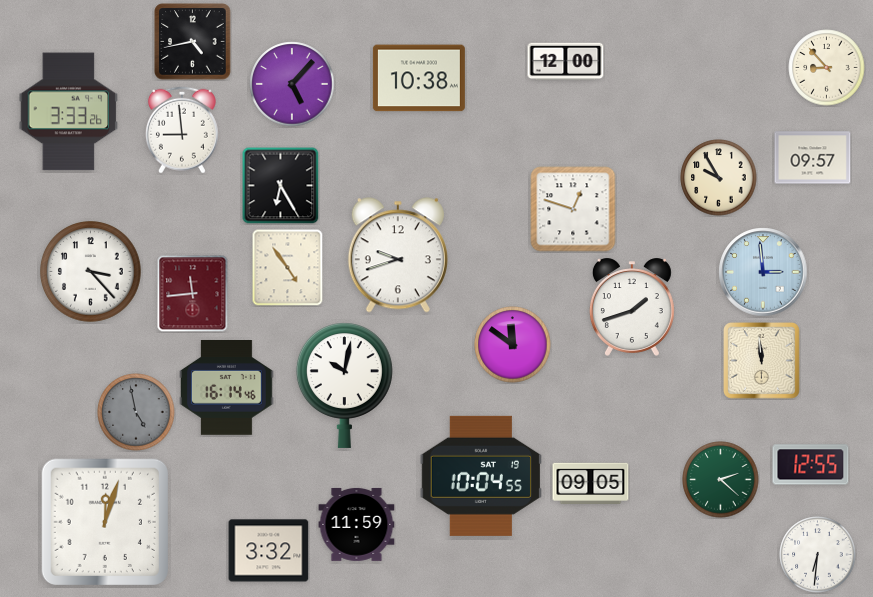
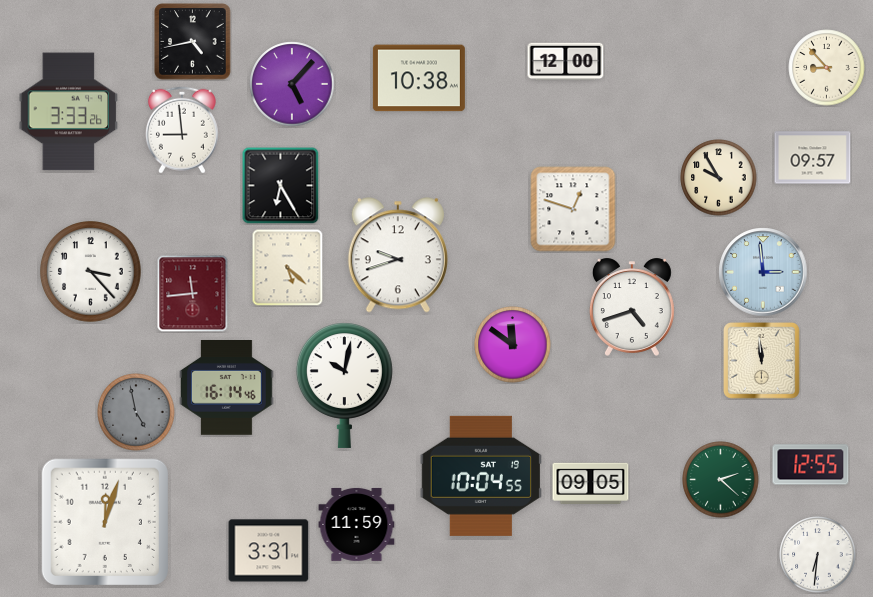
clock at (288, 267): 4:54 -> 5:22
clock at (632, 307): 1:42 -> 4:42
clock at (269, 551): 3:32 -> 3:31
